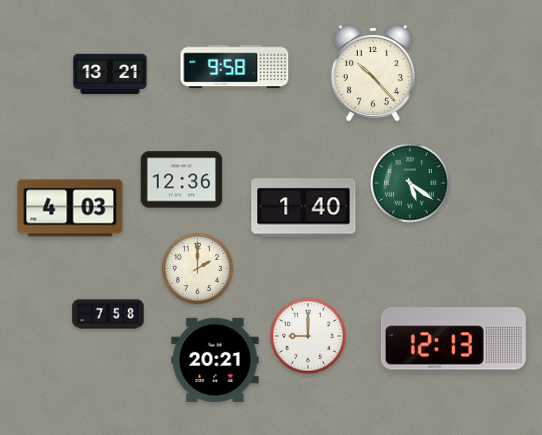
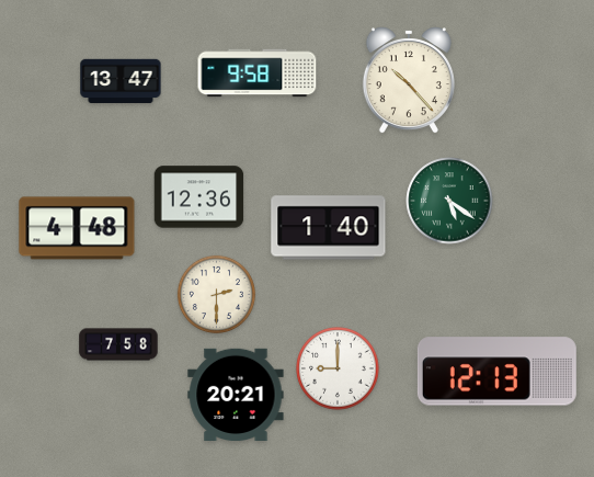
clock at (110, 74): 13:21 -> 13:47
clock at (70, 208): 4:03 -> 4:48
clock at (304, 208) position: (304, 208) -> (329, 228)
clock at (197, 268): 2:00 -> 2:30
